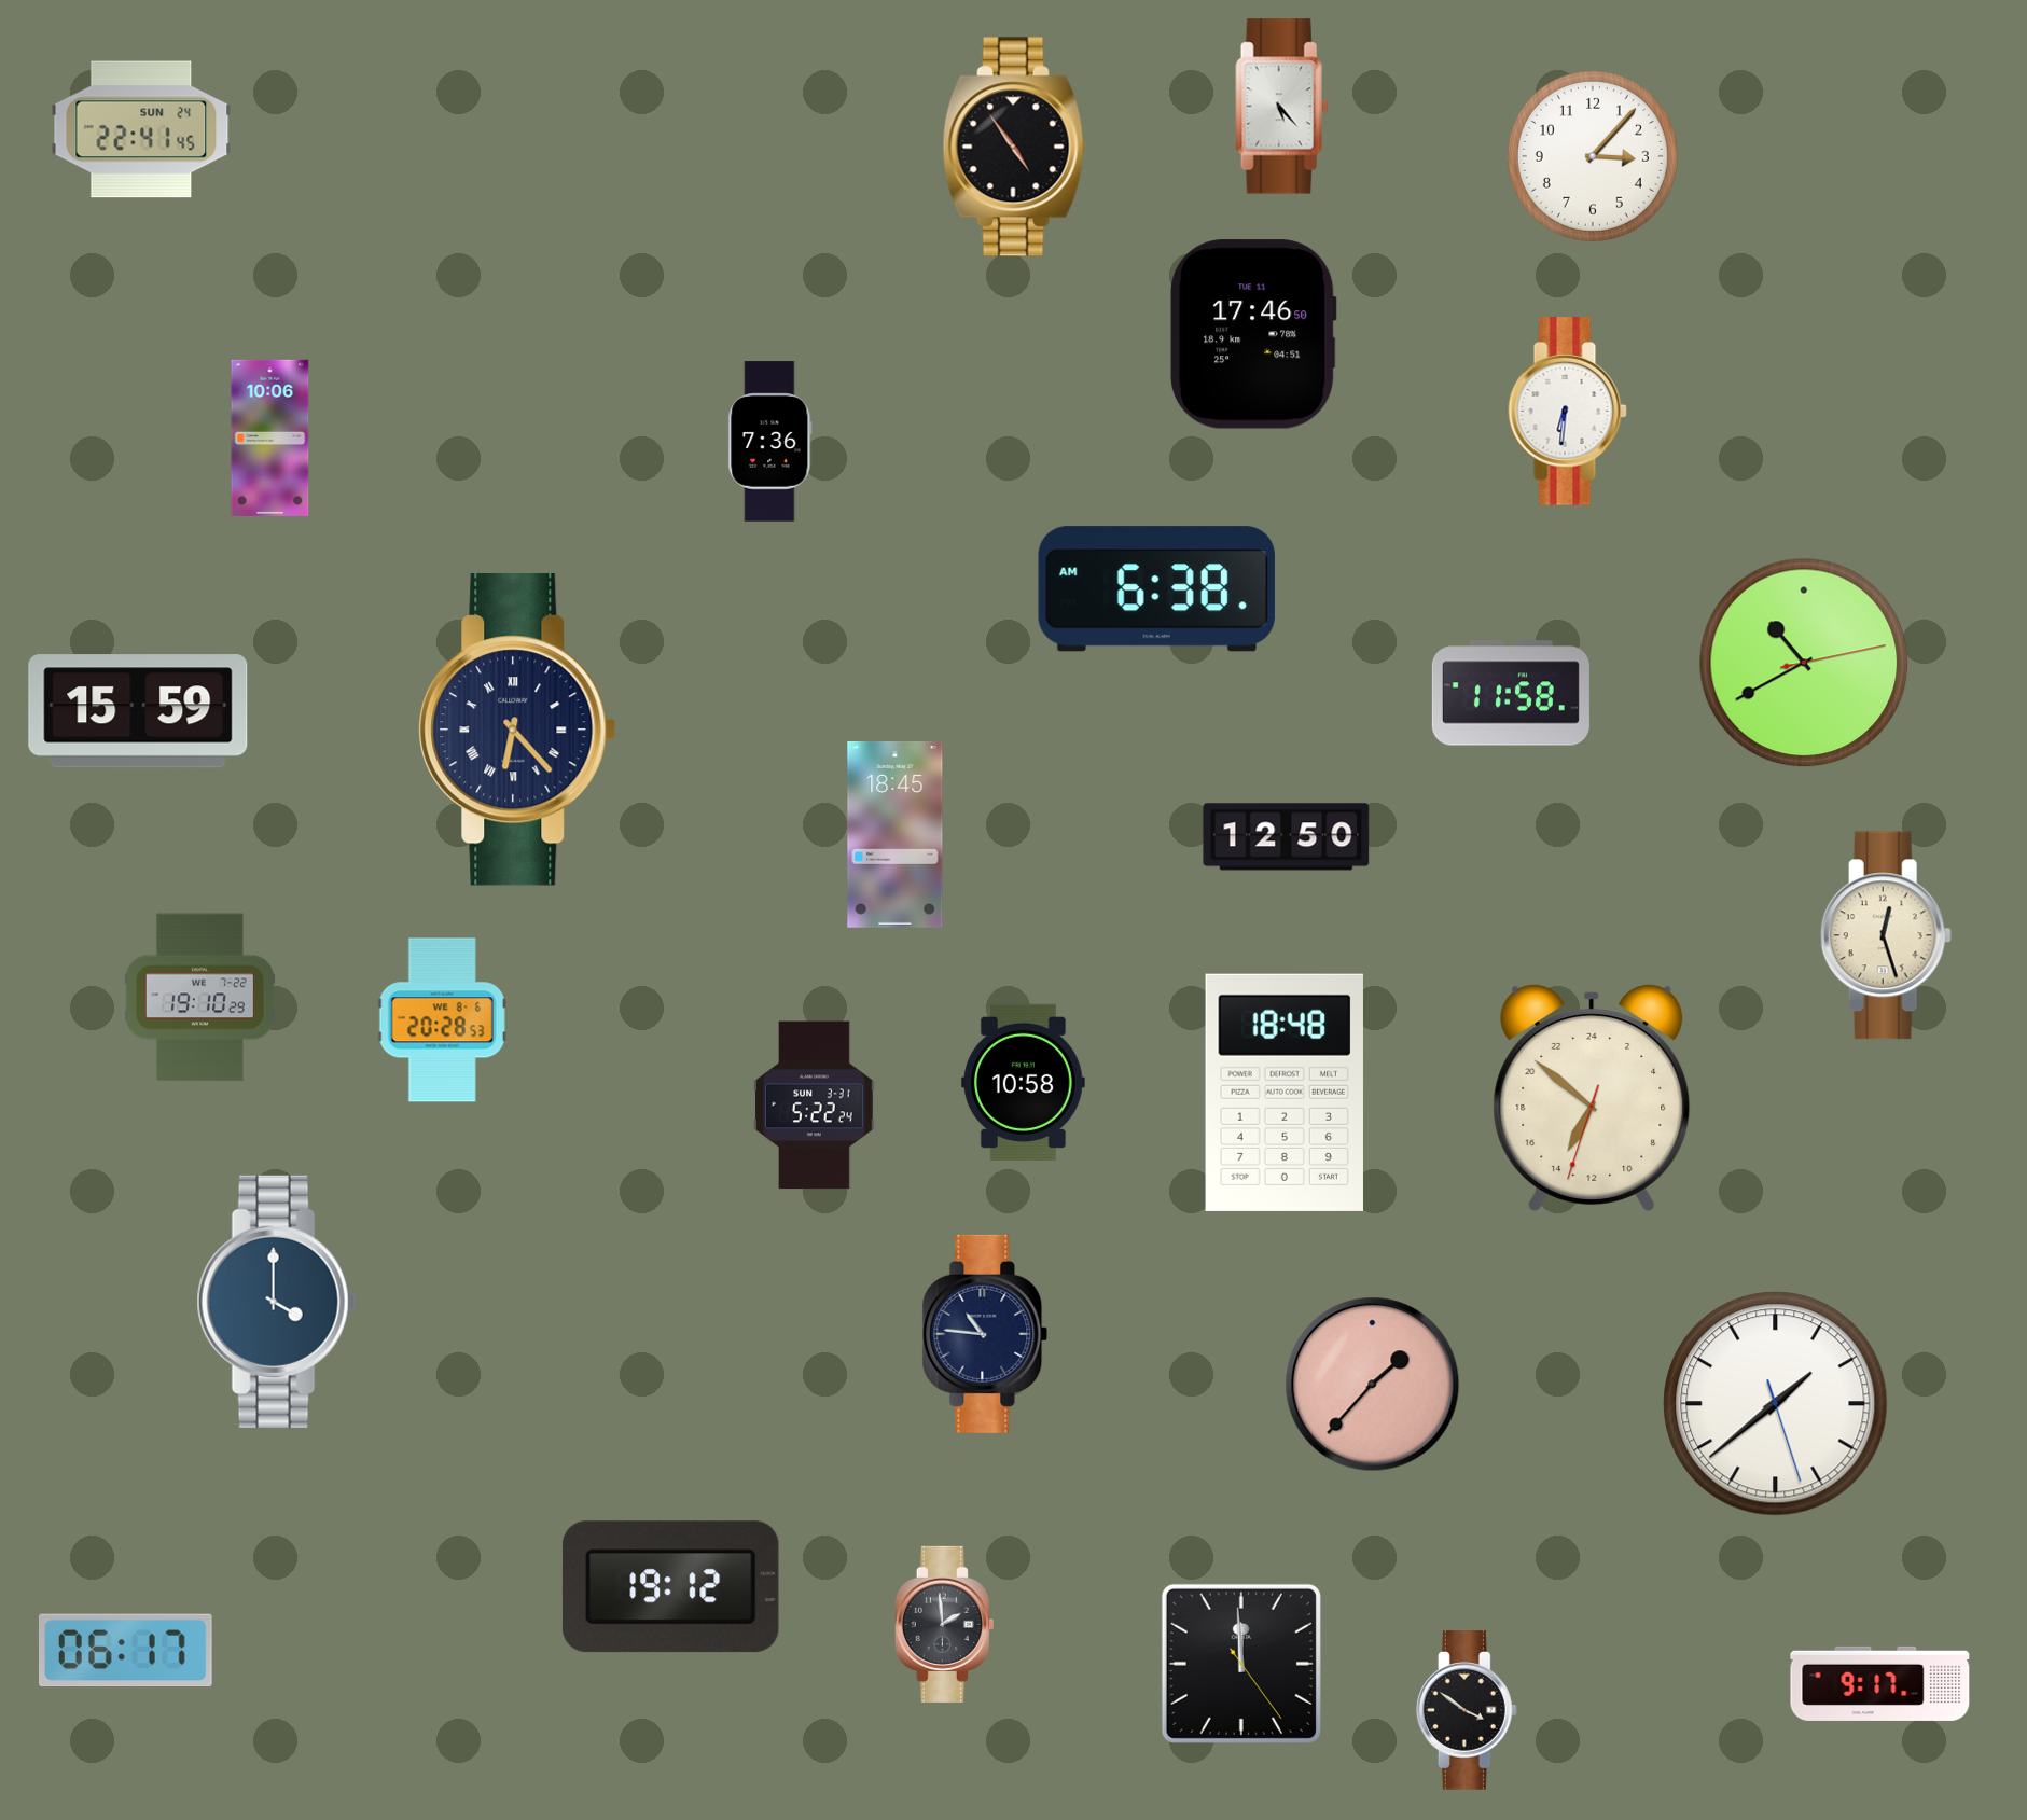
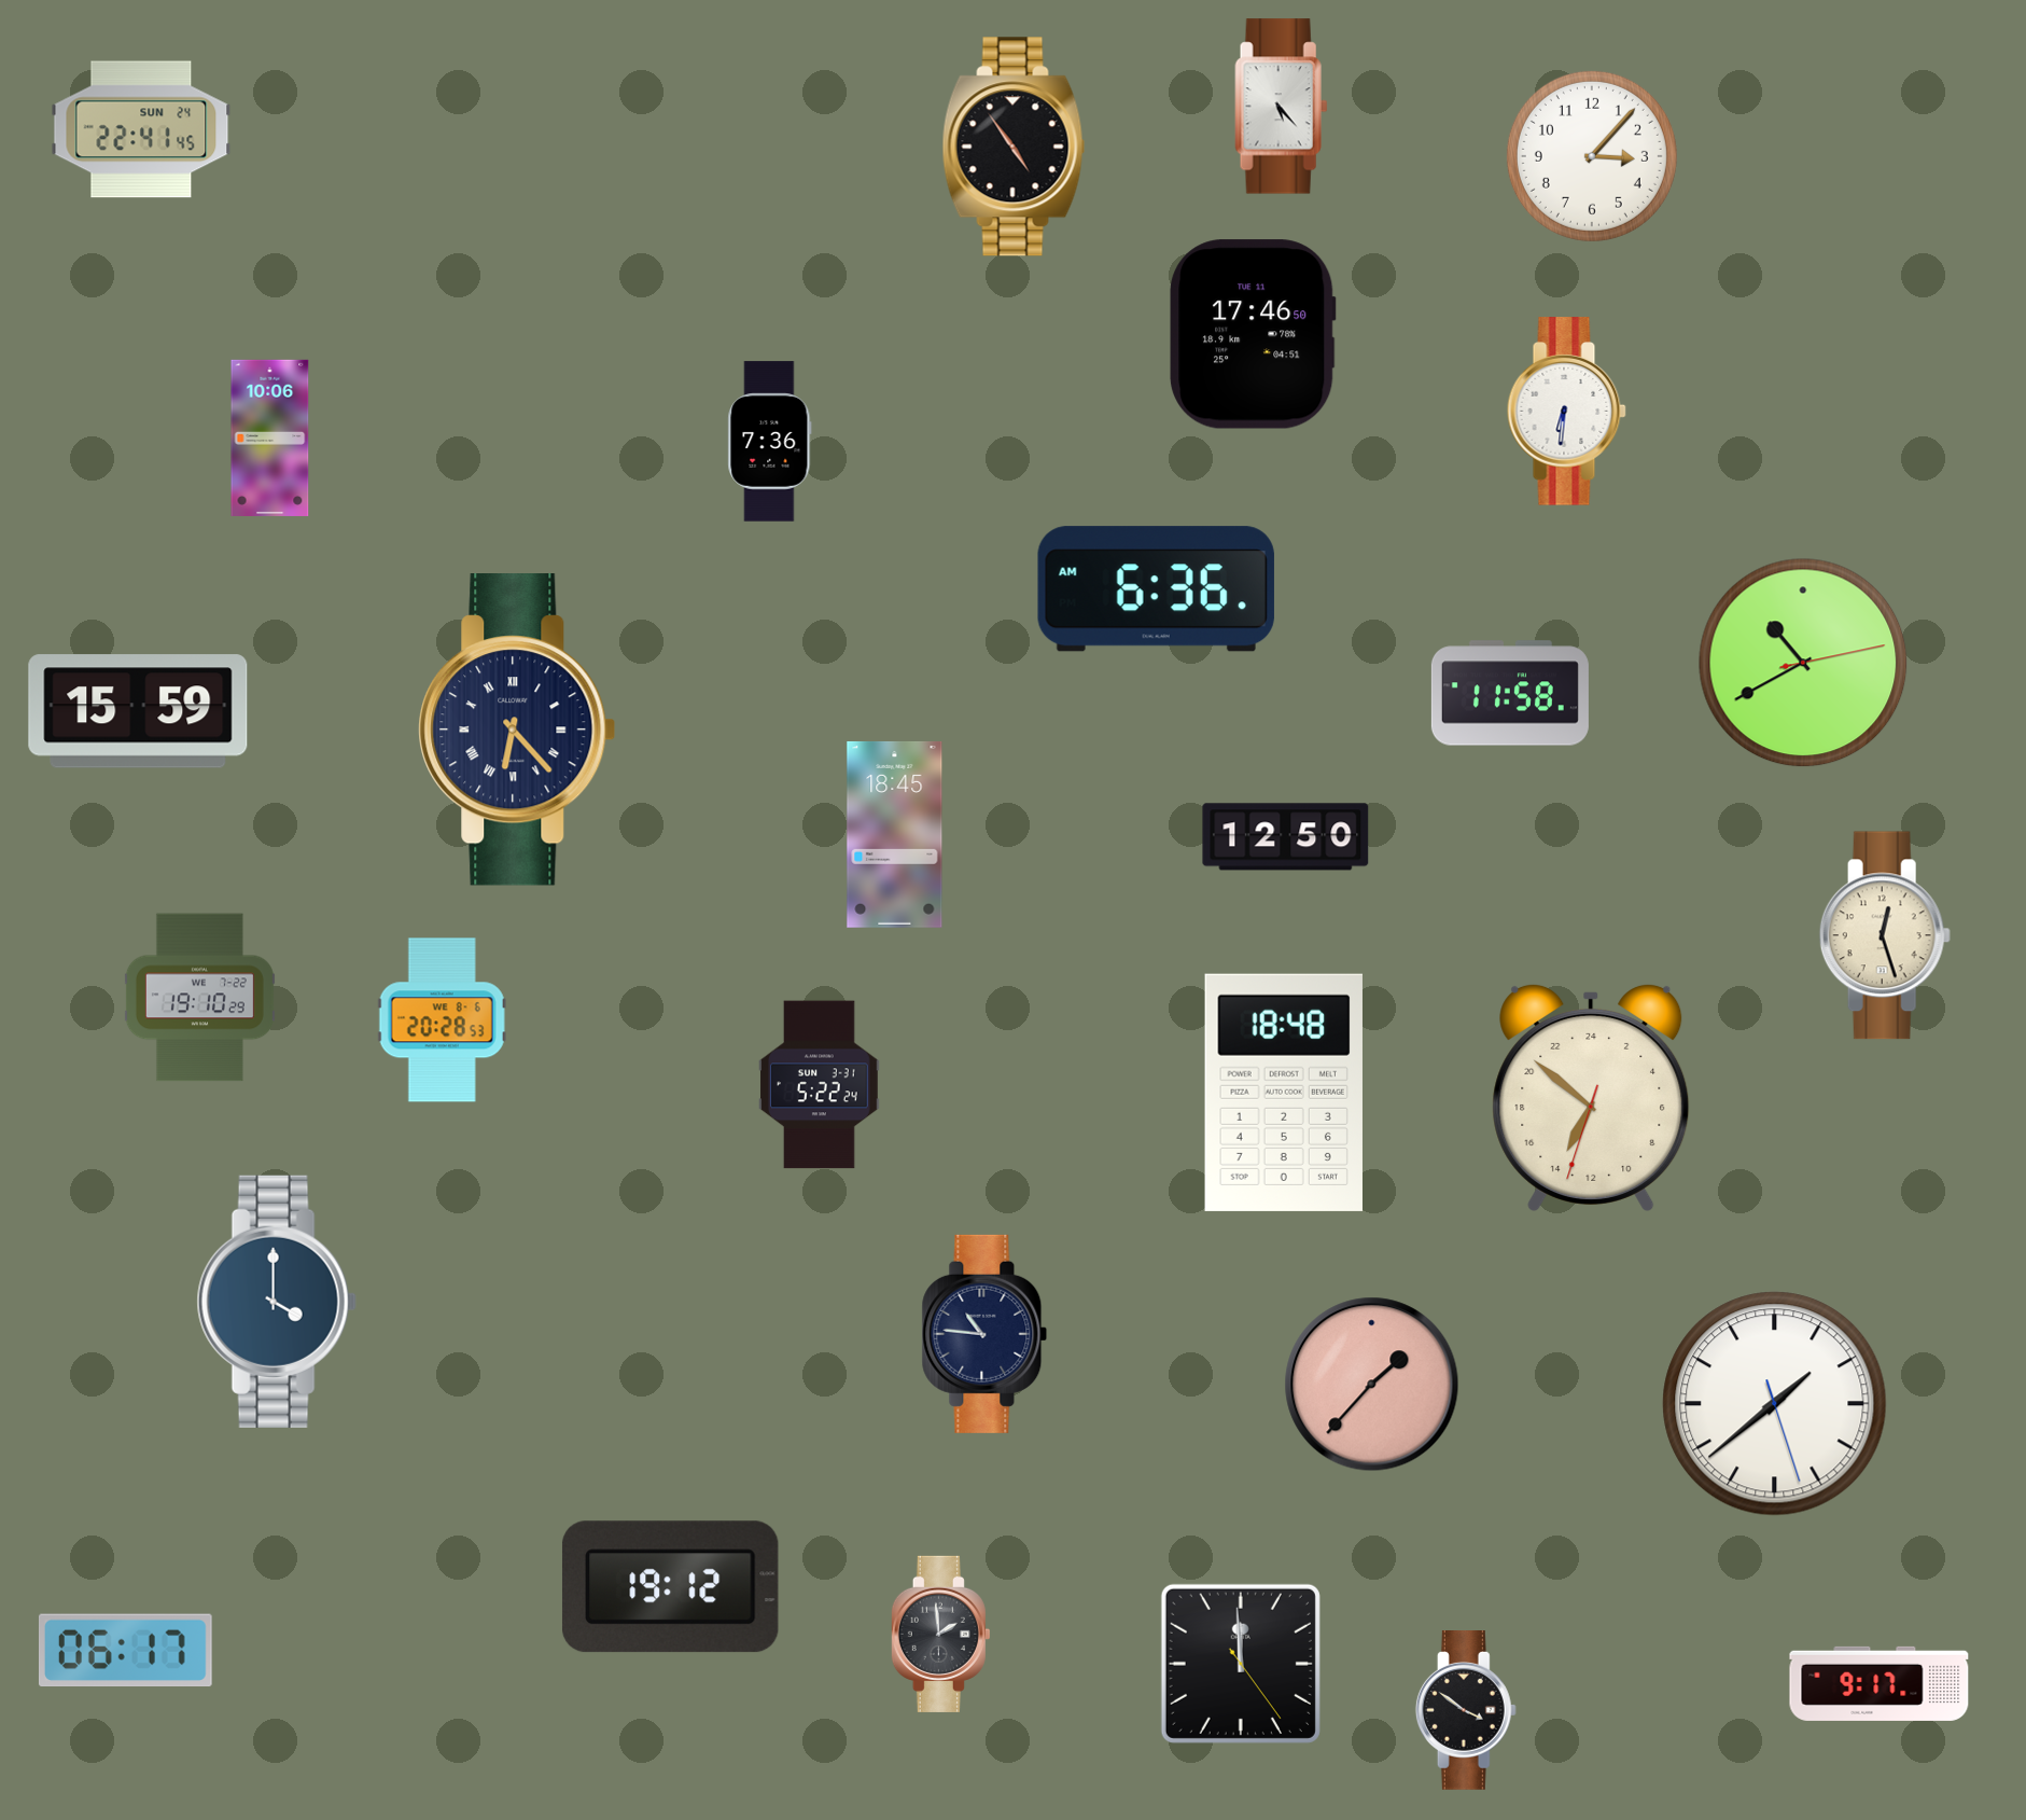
clock at (1156, 589): 6:38 -> 6:36
clock at (1023, 1082): 10:58 -> none
clock at (815, 1106) position: (815, 1106) -> (820, 1085)
clock at (944, 1624) position: (944, 1624) -> (940, 1634)
